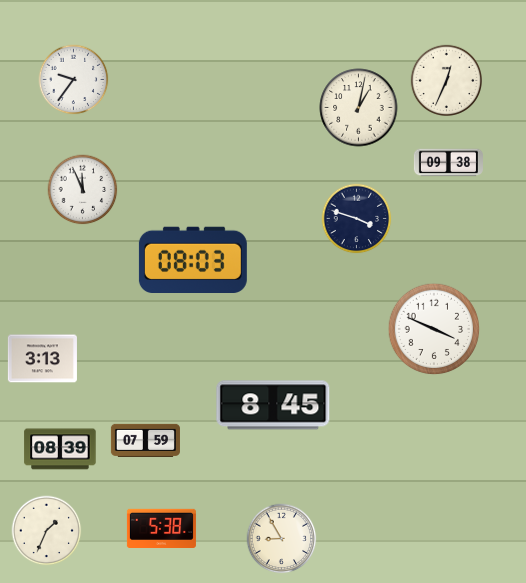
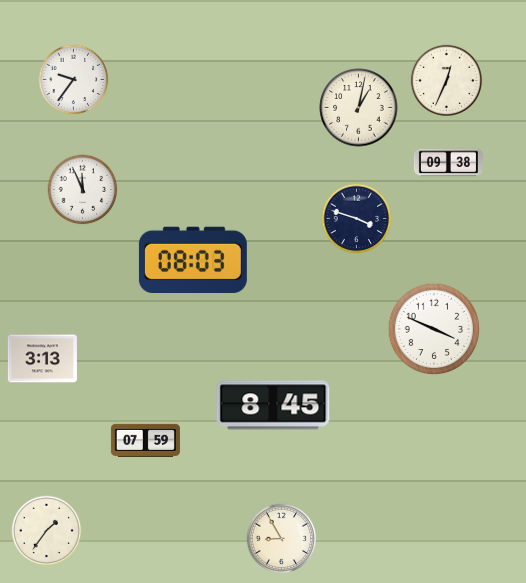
clock at (60, 449): 08:39 -> none
clock at (161, 528): 5:38 -> none
clock at (47, 531): 1:34 -> 1:36
